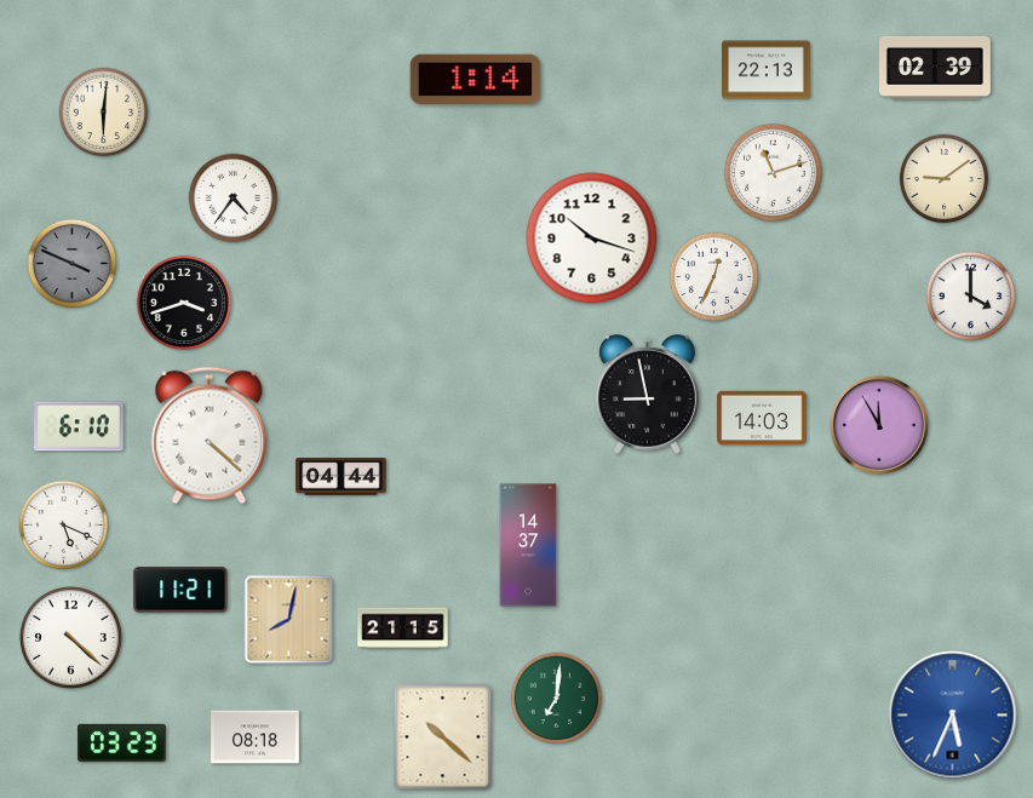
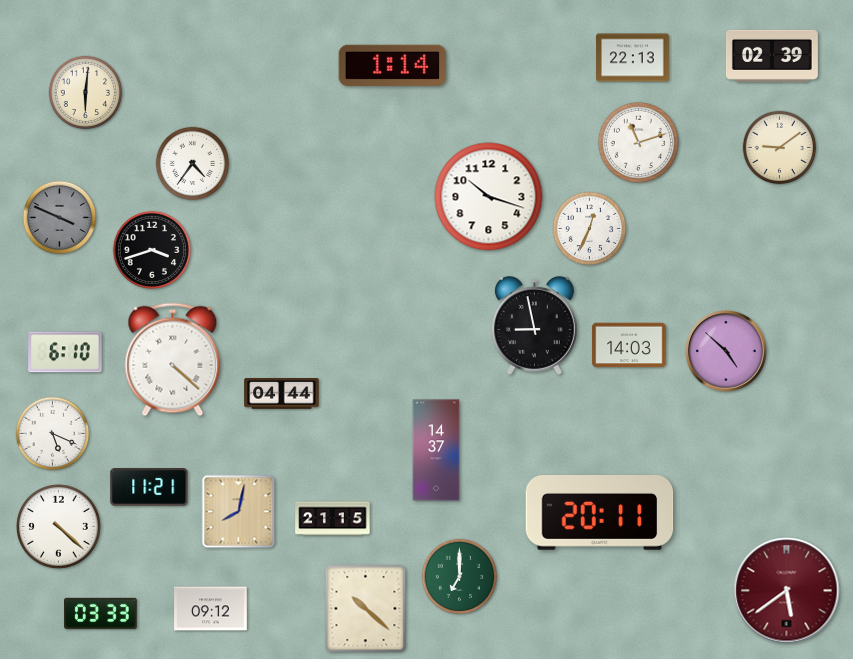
clock at (971, 297): 4:00 -> none
clock at (880, 426): 11:55 -> 4:52
clock at (600, 513): none -> 20:11
clock at (557, 699): 7:01 -> 7:00
clock at (953, 716): 5:34 -> 5:39
clock at (953, 716) dial: blue -> burgundy
clock at (256, 737): 08:18 -> 09:12
clock at (122, 742): 03:23 -> 03:33
